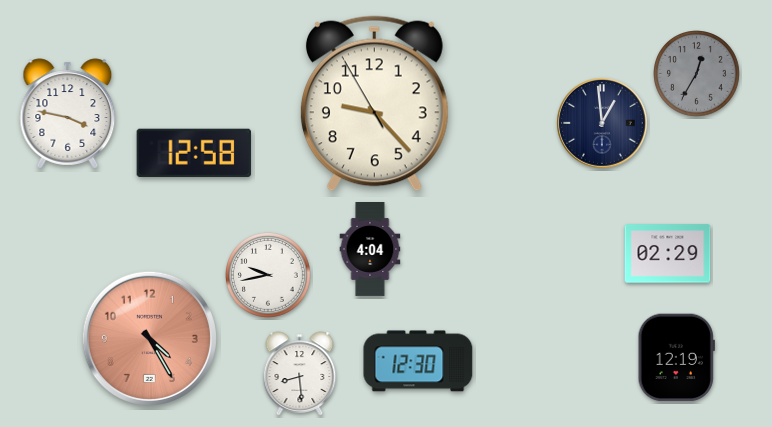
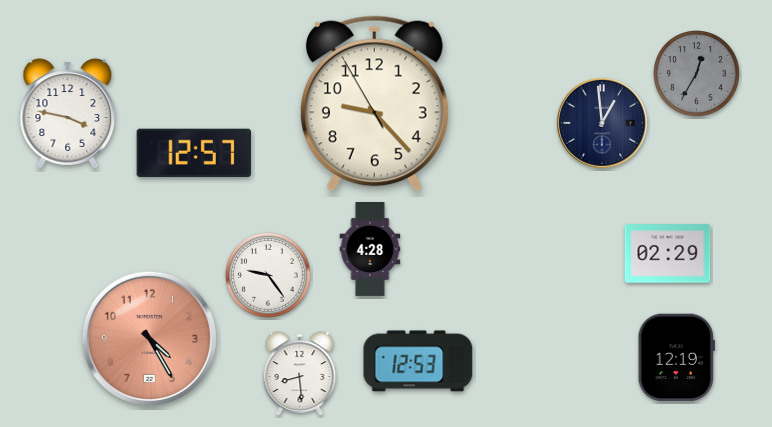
clock at (194, 153): 12:58 -> 12:57
clock at (370, 250): 4:04 -> 4:28
clock at (269, 276): 9:43 -> 9:24
clock at (418, 361): 12:30 -> 12:53
